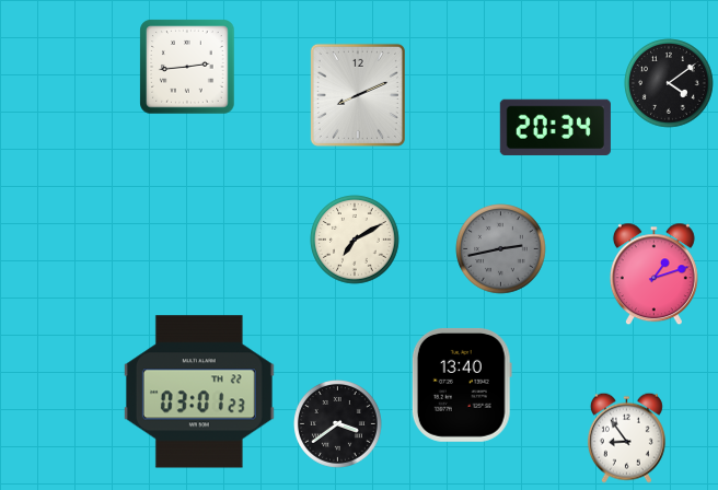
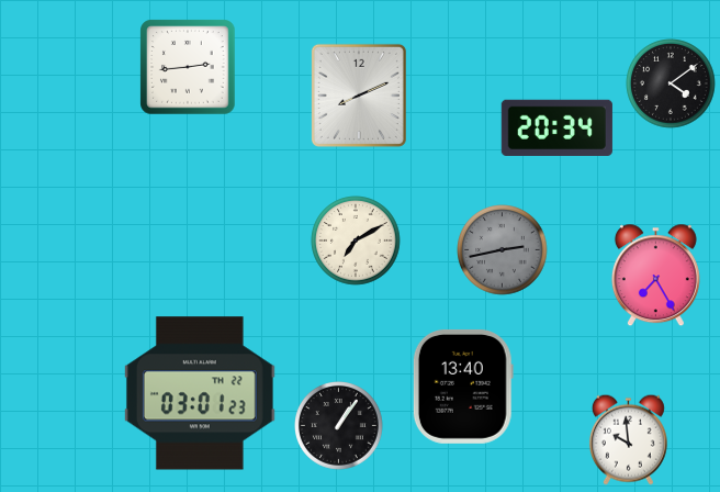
clock at (653, 275): 1:12 -> 7:25
clock at (338, 424): 3:39 -> 1:06
clock at (626, 437): 8:54 -> 9:59
